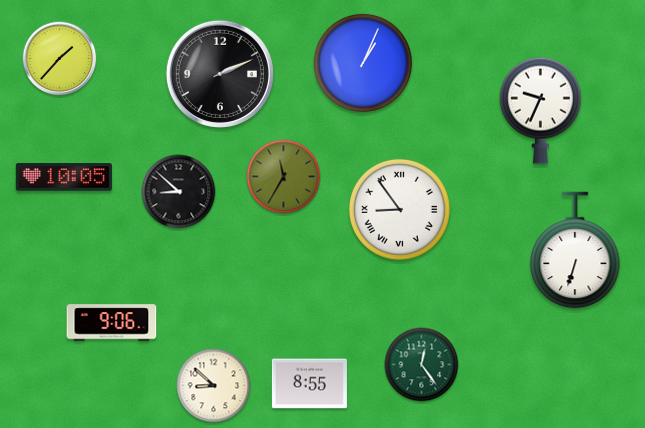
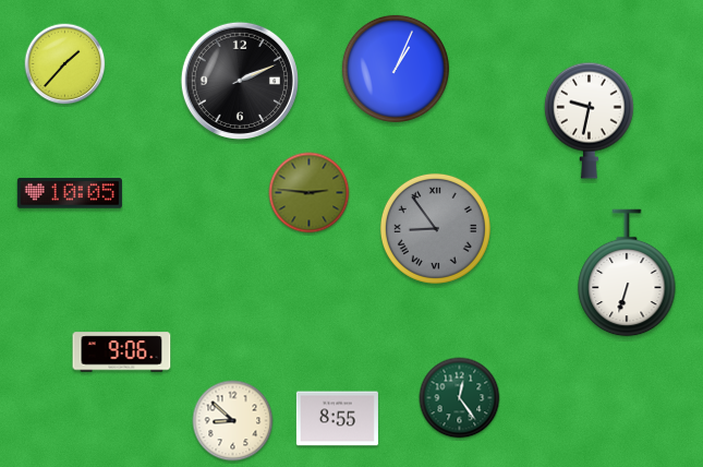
clock at (540, 110): 9:34 -> 9:32
clock at (284, 177): 11:35 -> 2:46
clock at (179, 192): 8:52 -> none
clock at (399, 209) dial: white -> grey
